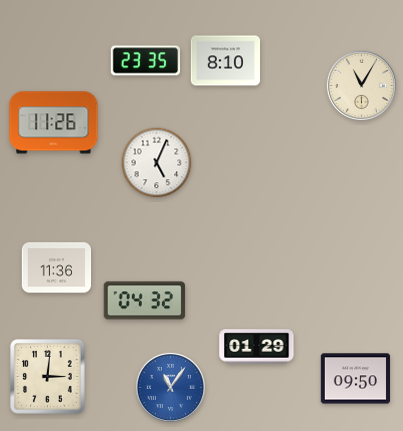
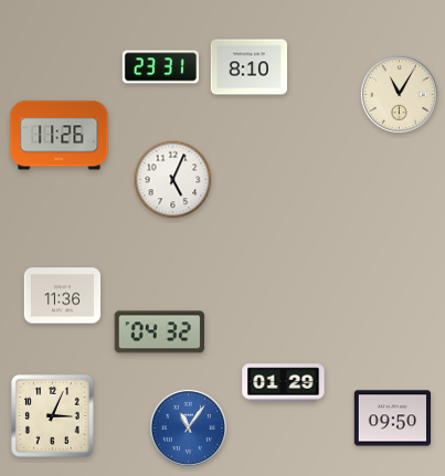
clock at (146, 61): 23:35 -> 23:31
clock at (48, 377): 3:01 -> 3:04
